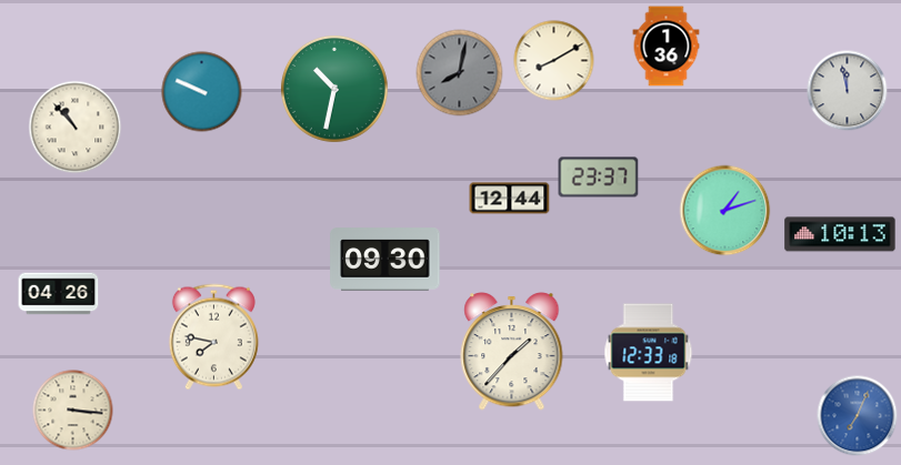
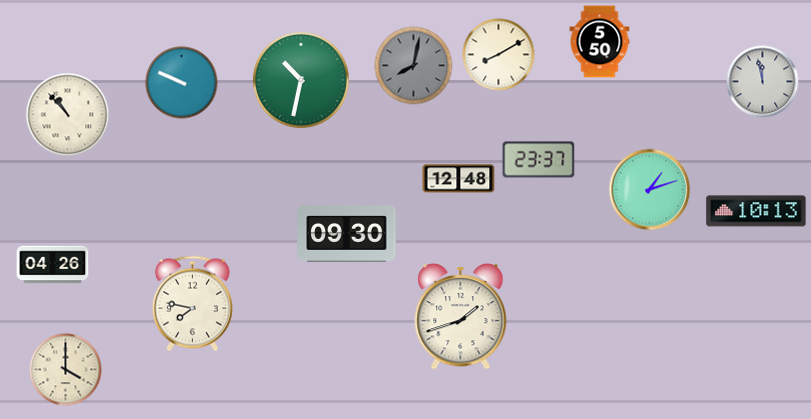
clock at (667, 47): 1:36 -> 5:50
clock at (510, 199): 12:44 -> 12:48
clock at (725, 211) position: (725, 211) -> (650, 190)
clock at (512, 352): 1:37 -> 1:42
clock at (649, 353): 12:33 -> none
clock at (73, 411): 3:16 -> 4:00
clock at (858, 416): 7:04 -> none
